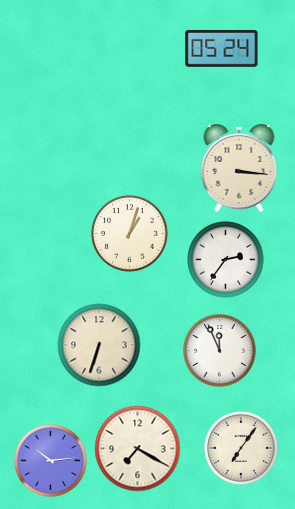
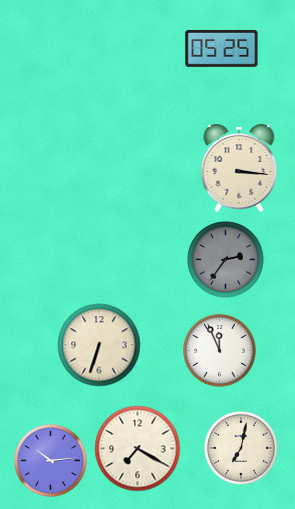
clock at (222, 48): 05:24 -> 05:25
clock at (130, 234): 1:03 -> none
clock at (226, 260) dial: white -> grey
clock at (241, 448): 7:06 -> 7:02
